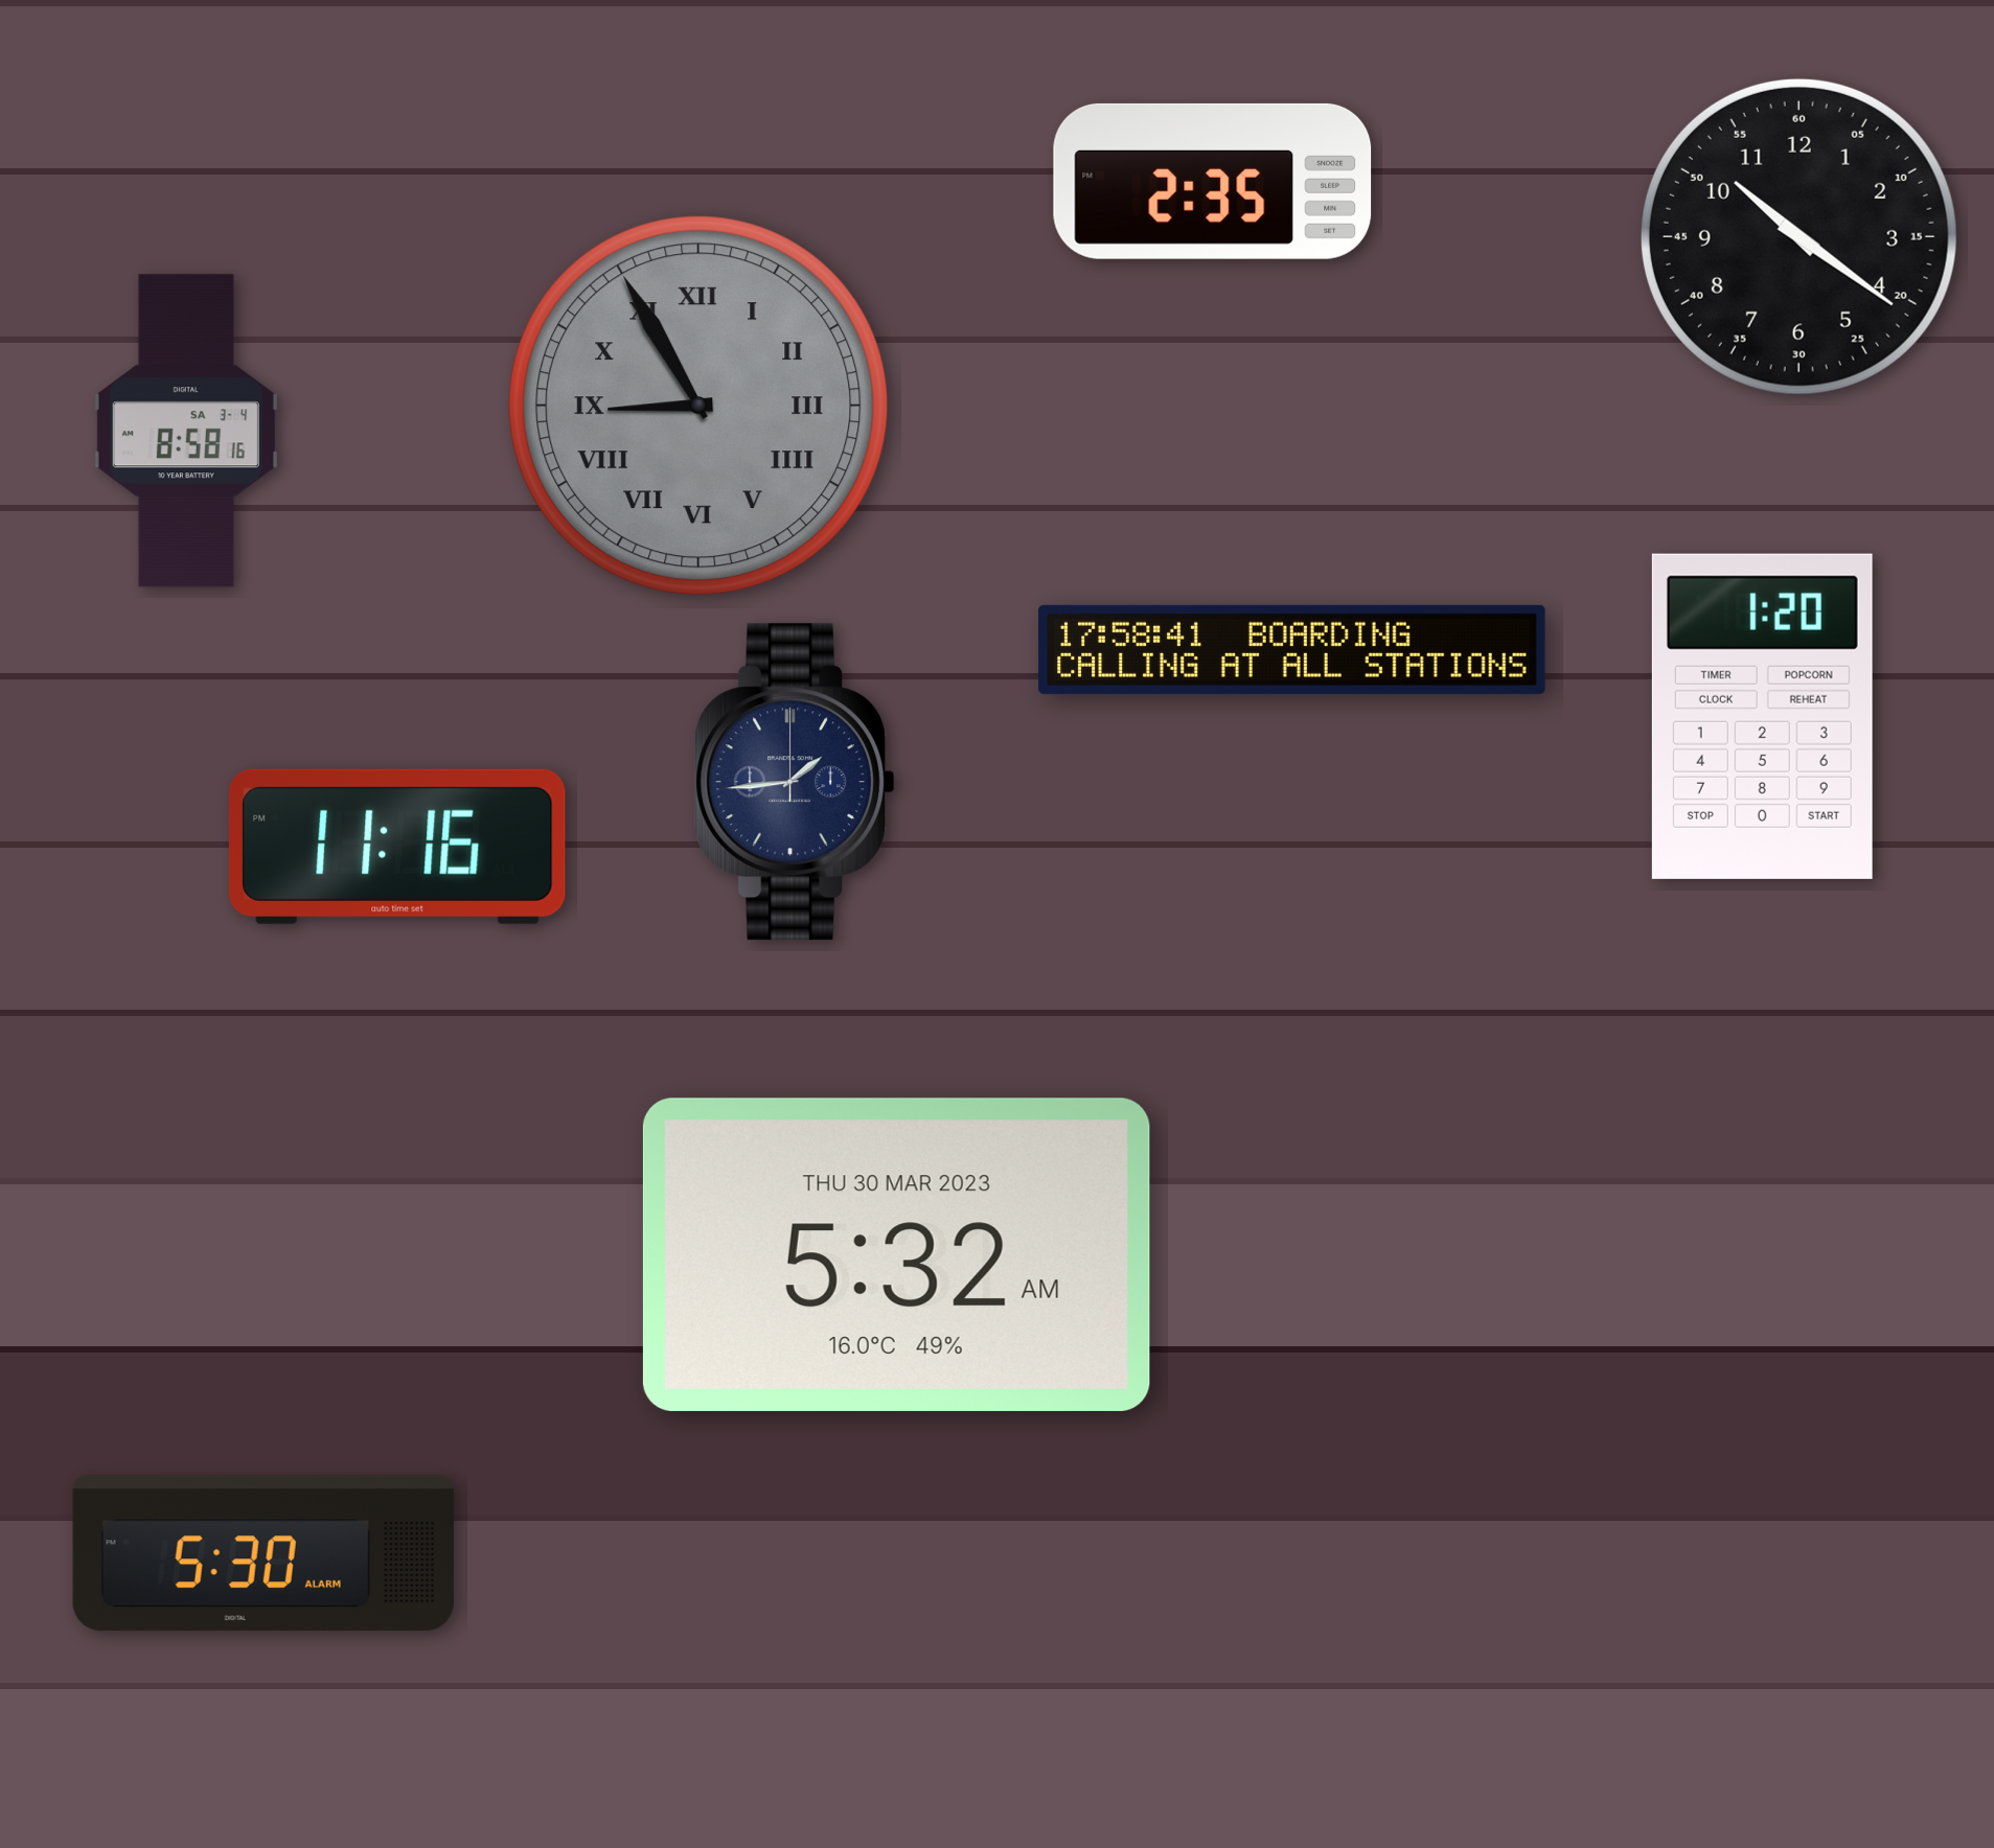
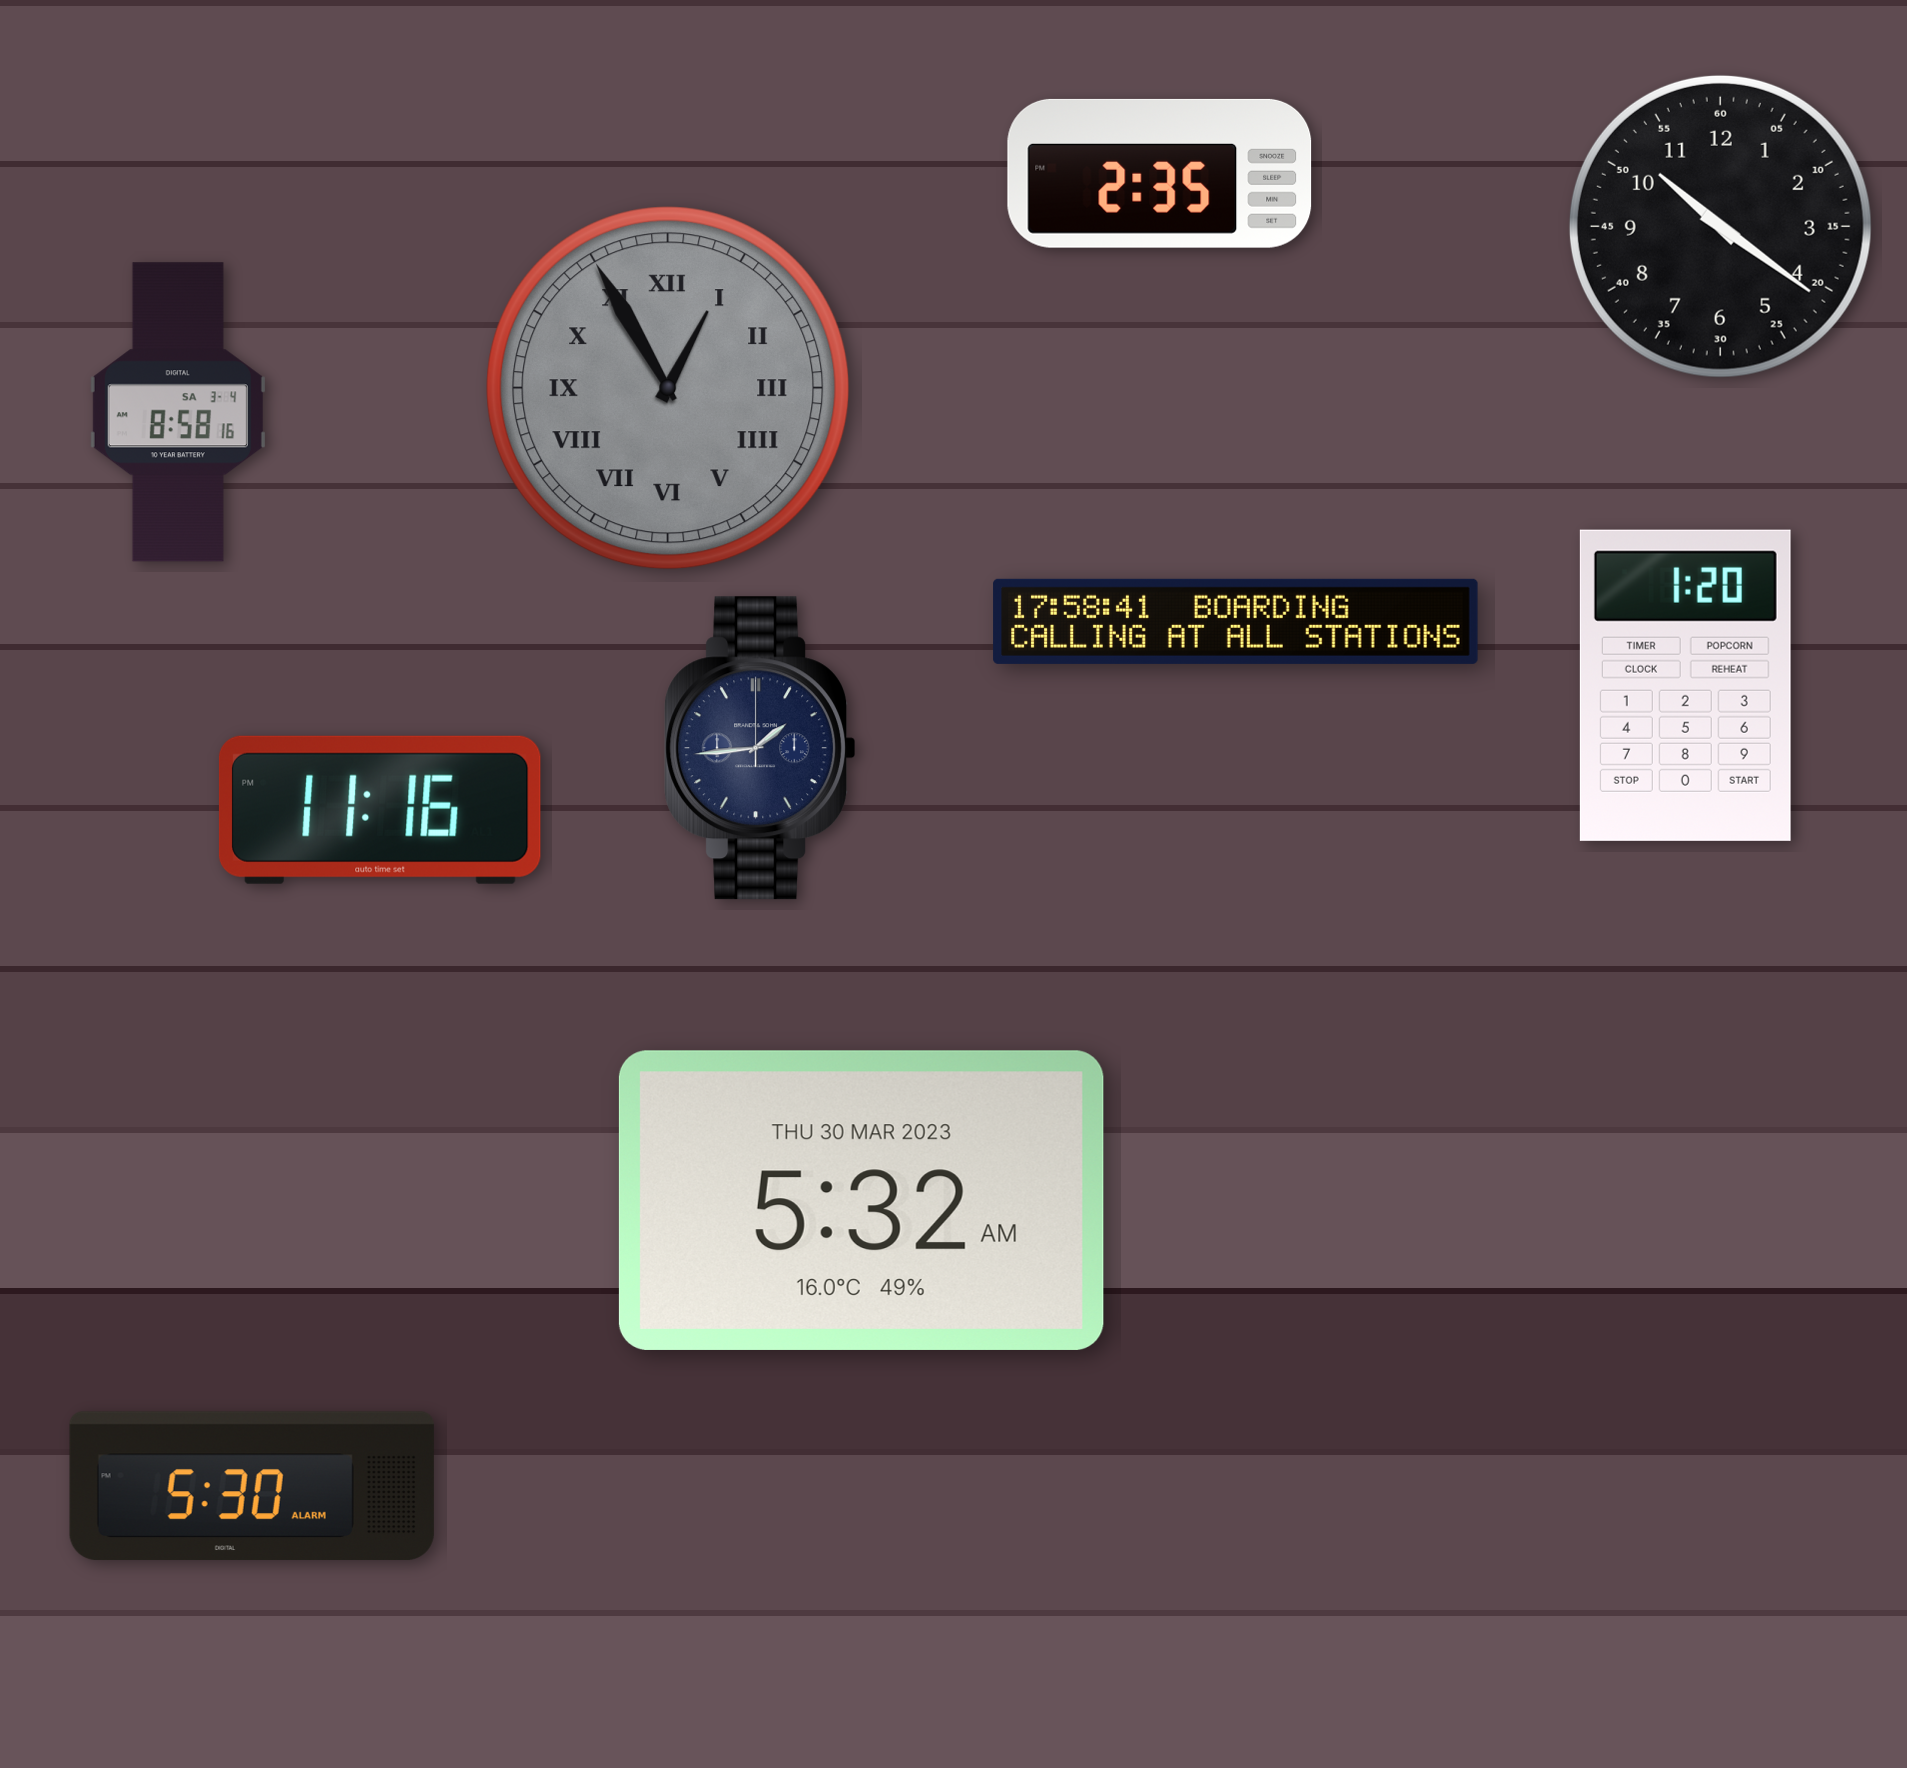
clock at (698, 406): 8:55 -> 12:55
clock at (896, 1254) position: (896, 1254) -> (861, 1200)
